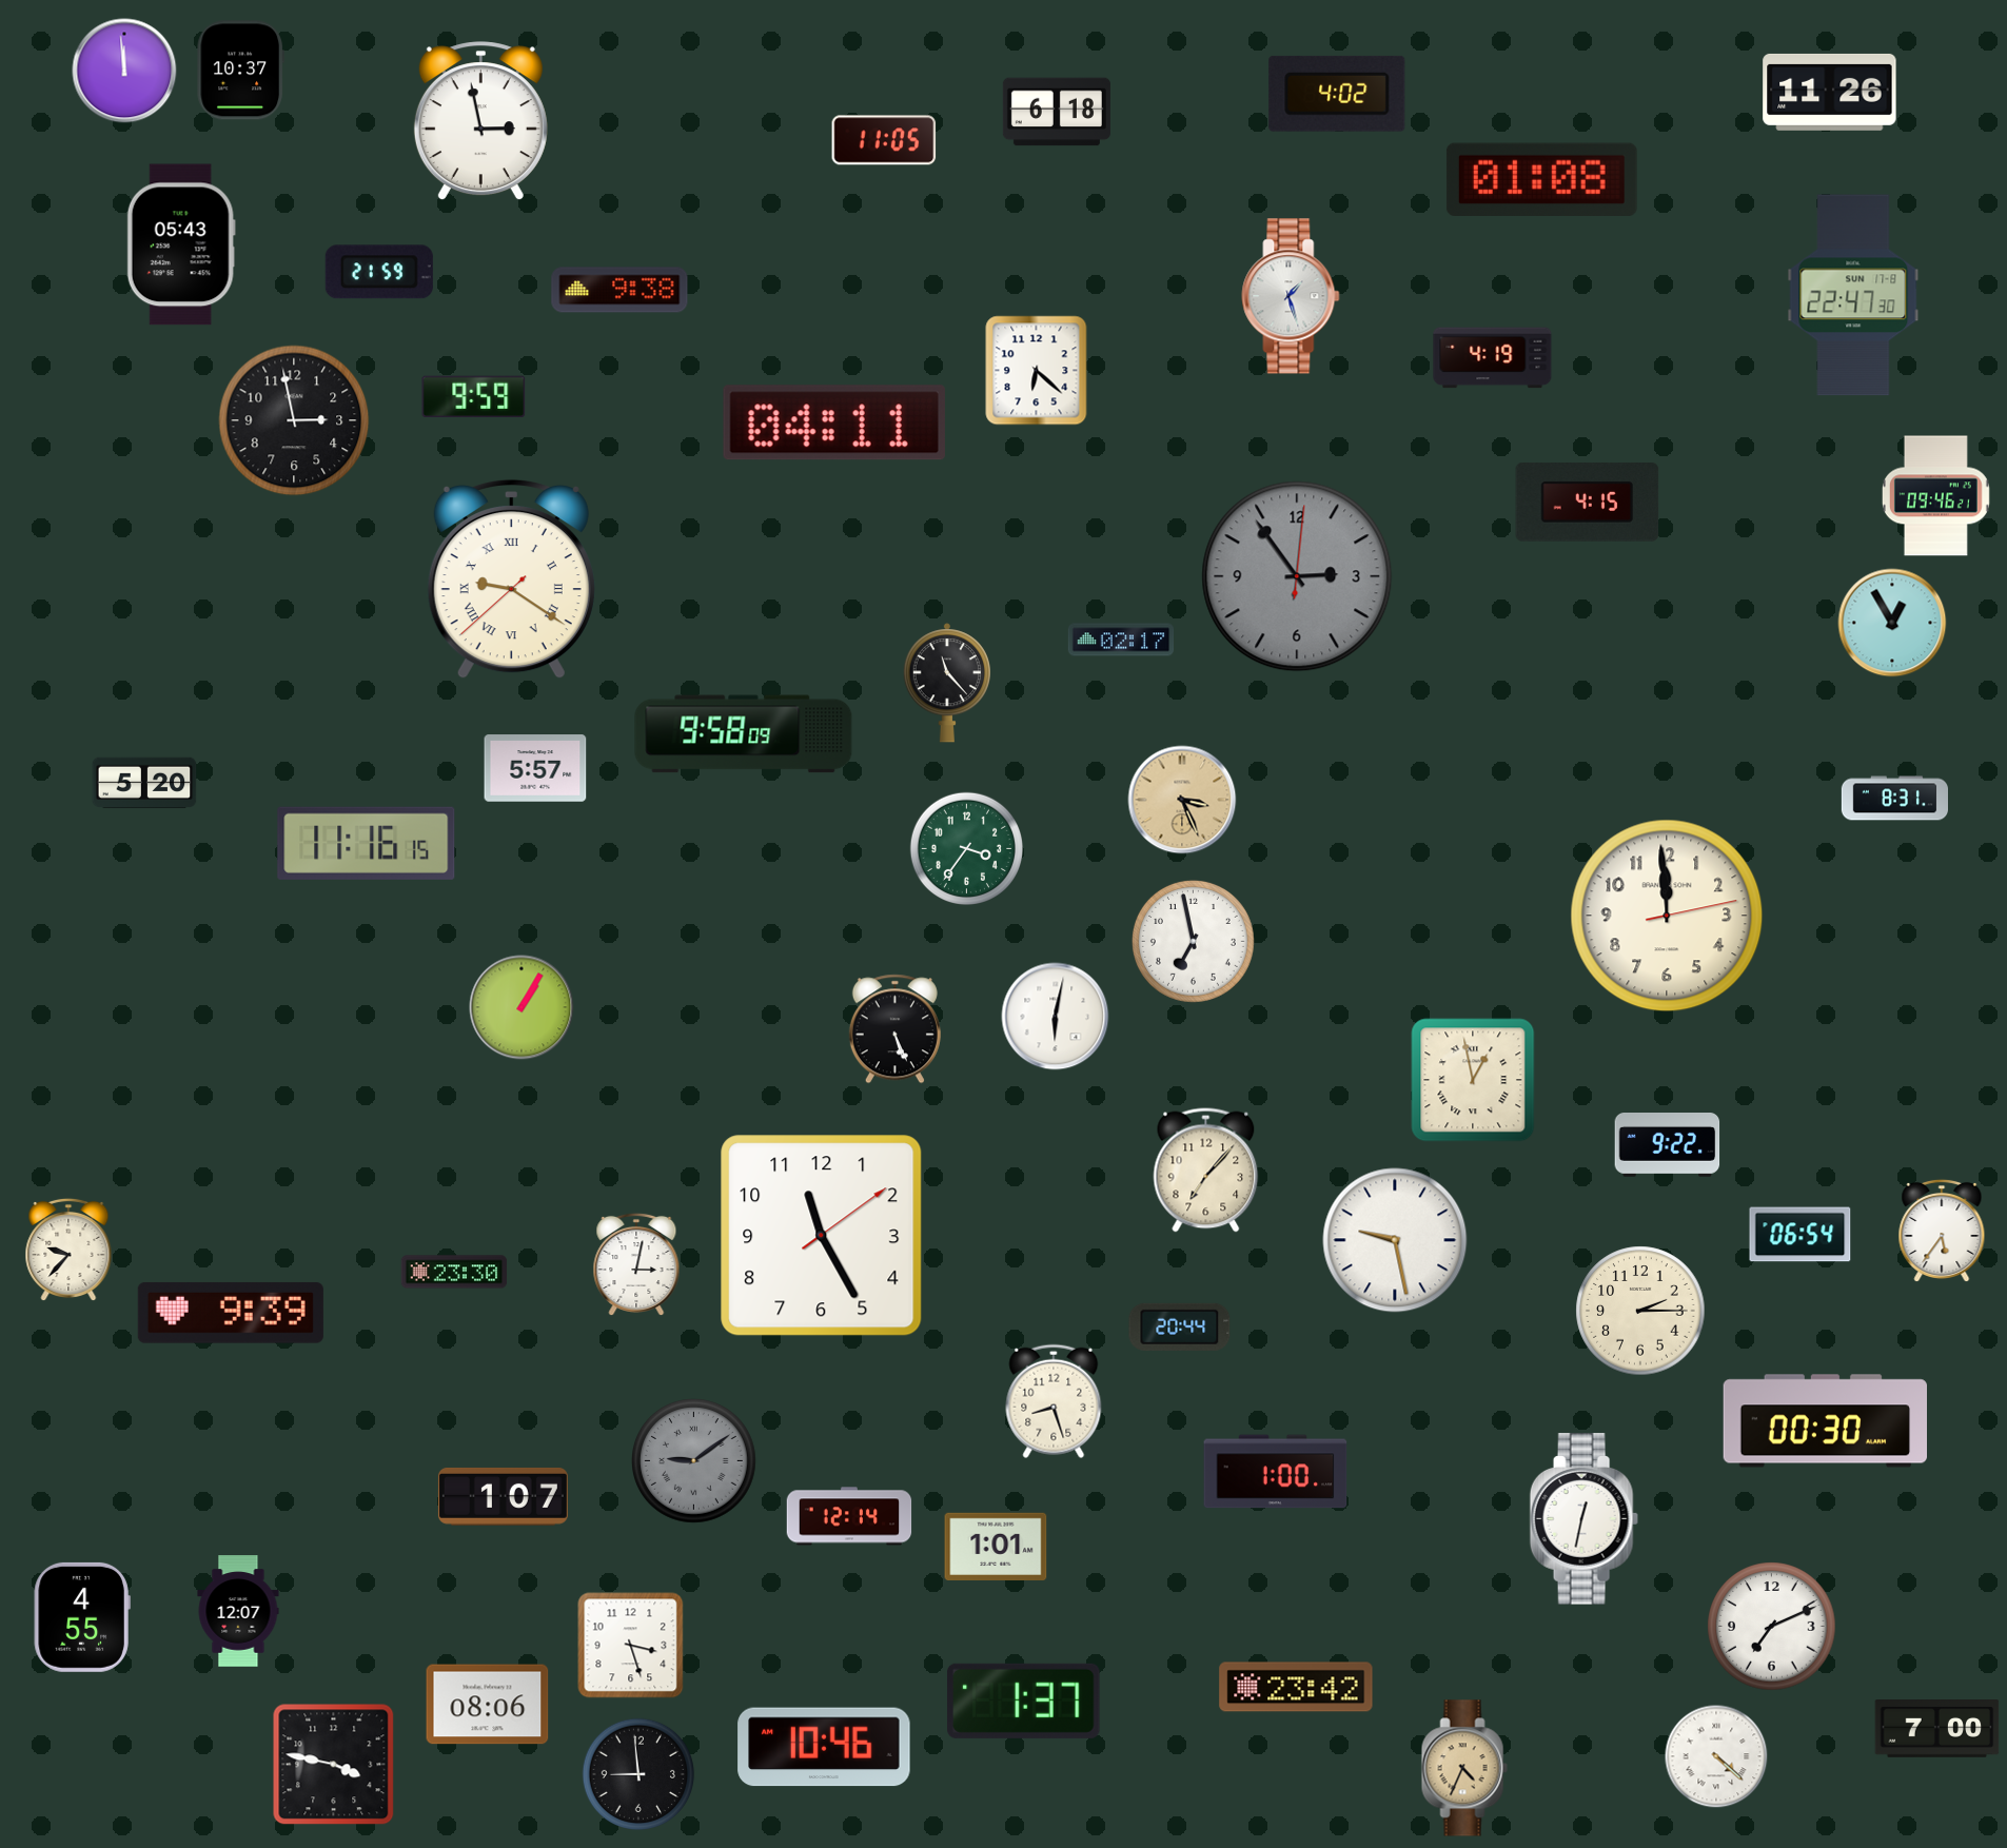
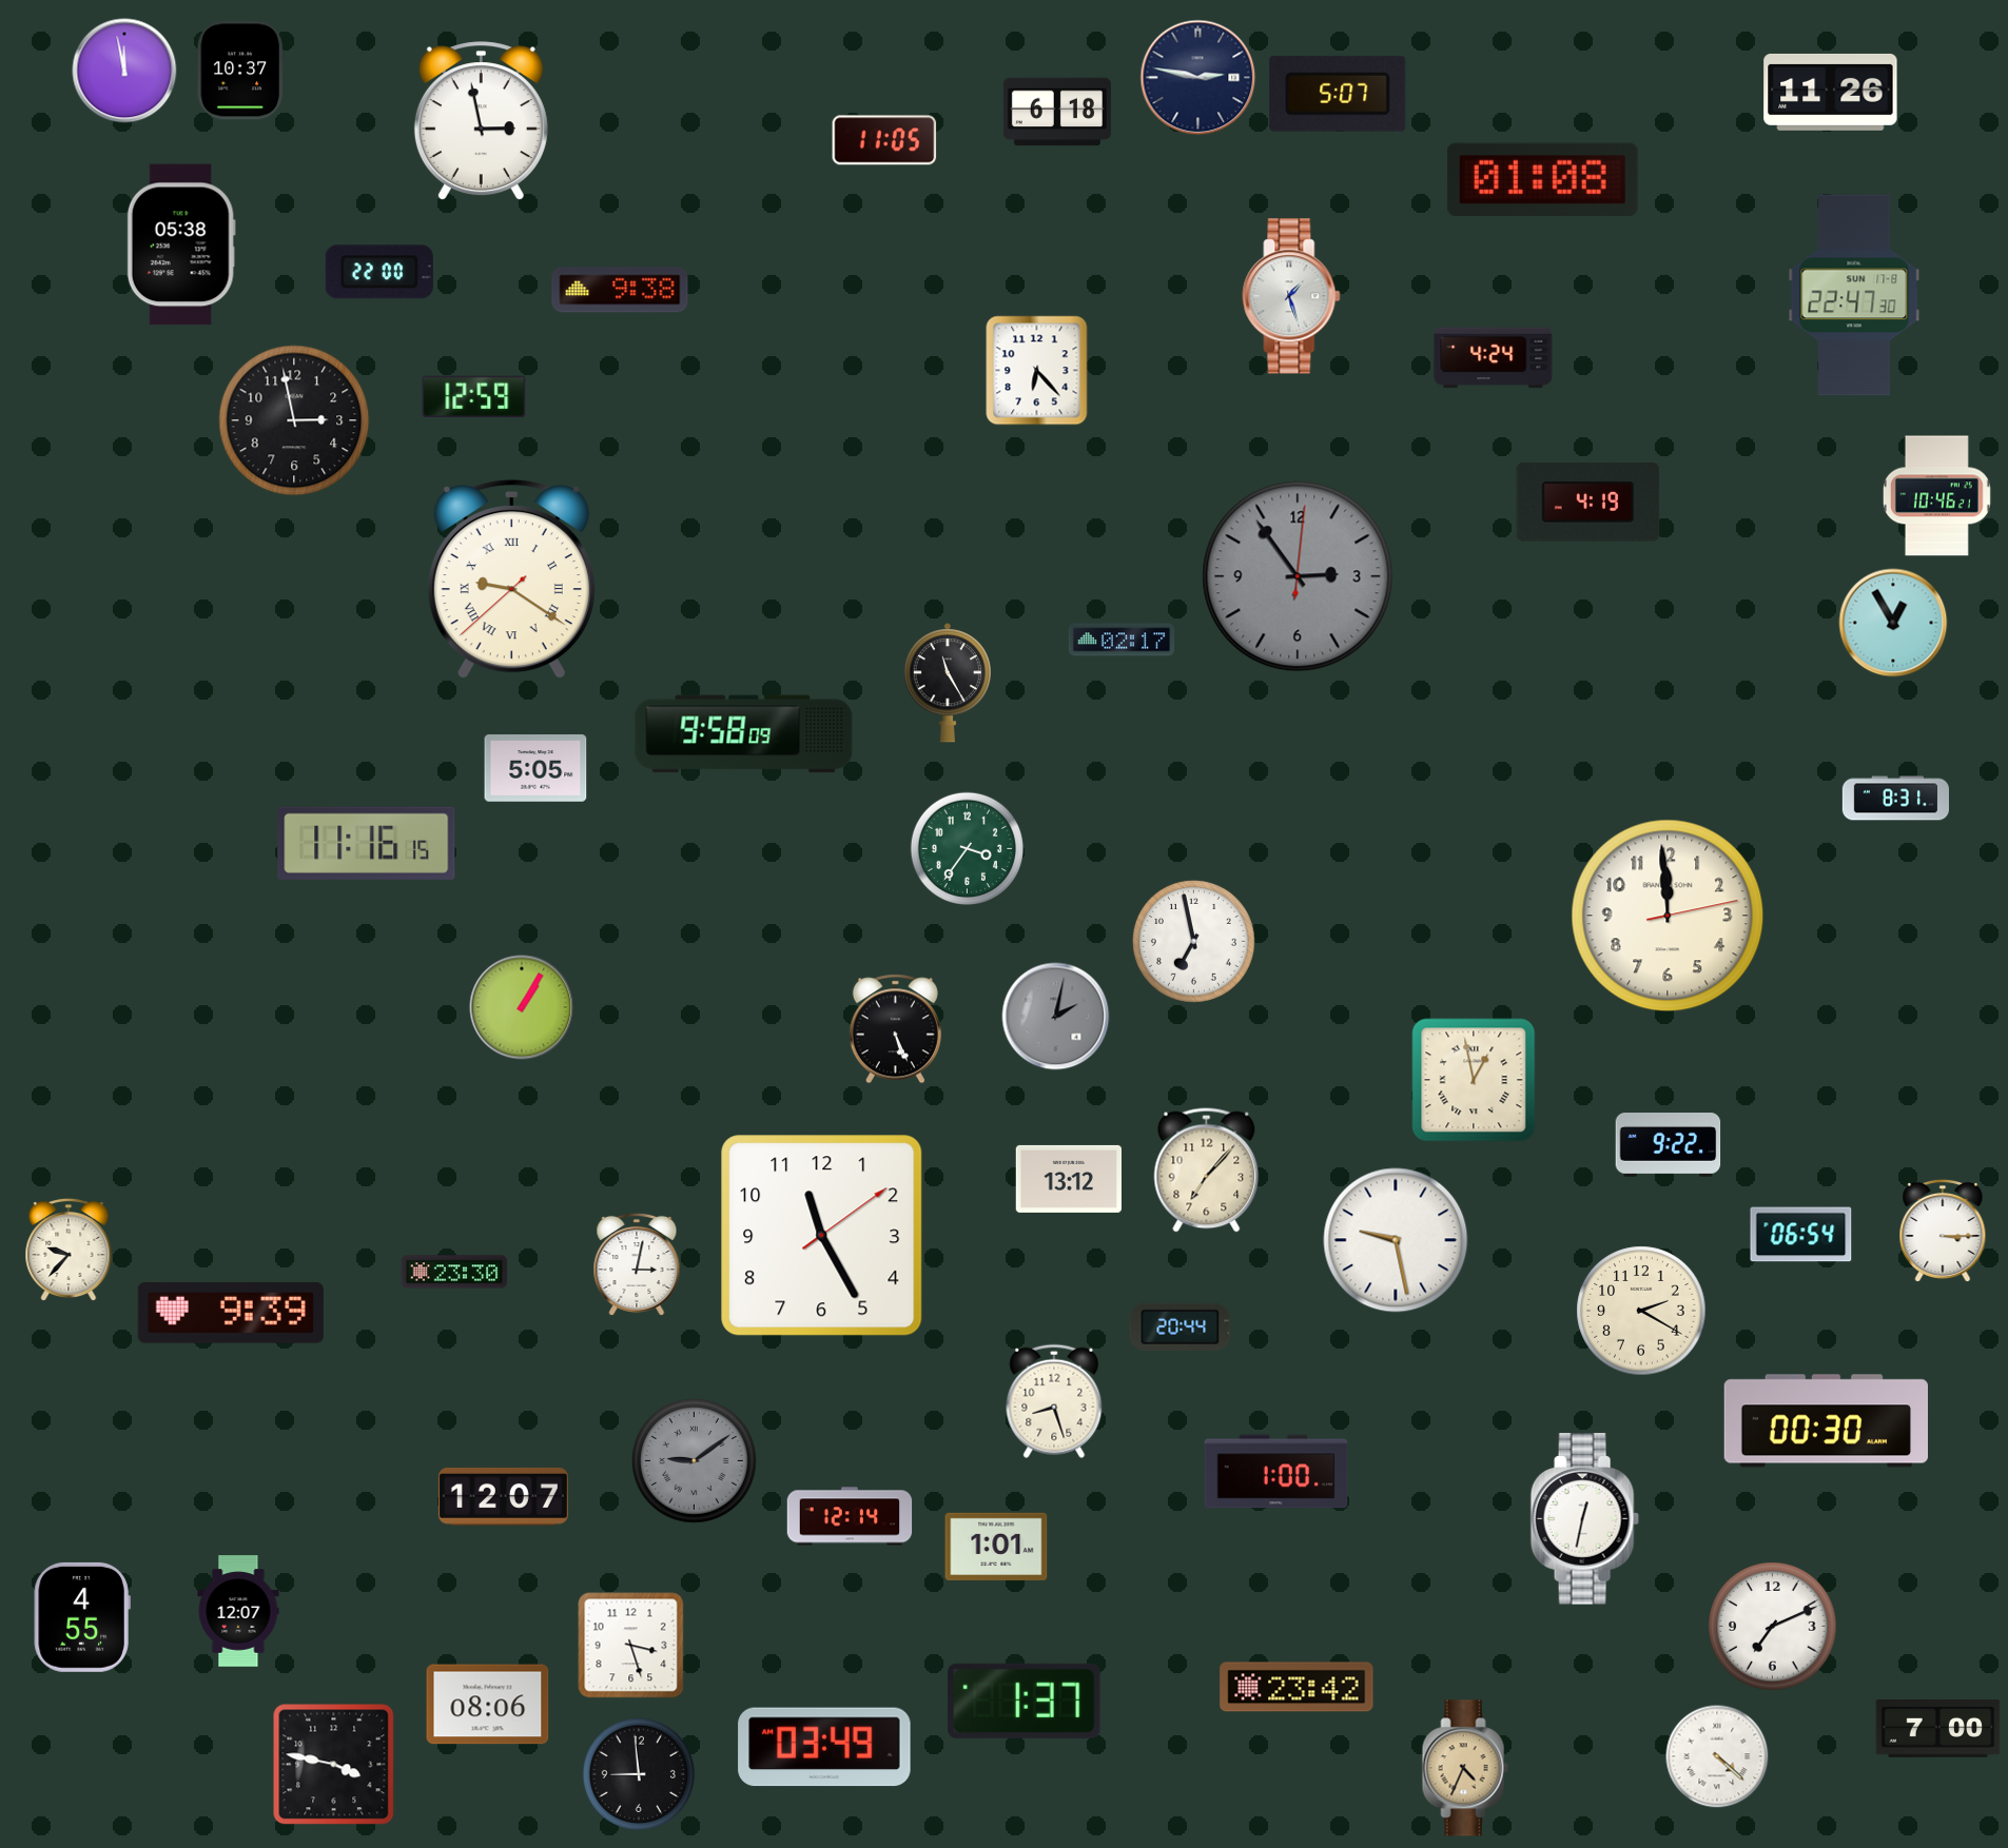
clock at (124, 71): 11:59 -> 11:58
clock at (1198, 78): none -> 2:47
clock at (1337, 94): 4:02 -> 5:07
clock at (181, 244): 05:43 -> 05:38
clock at (379, 272): 21:59 -> 22:00
clock at (1493, 358): 4:19 -> 4:24
clock at (1037, 371): 6:22 -> 6:23
clock at (474, 396): 9:59 -> 12:59
clock at (834, 422): 04:11 -> none
clock at (1935, 496): 09:46 -> 10:46
clock at (1588, 503): 4:15 -> 4:19
clock at (947, 683): 11:23 -> 11:25
clock at (535, 768): 5:57 -> 5:05
clock at (144, 783): 5:20 -> none
clock at (1182, 800): 3:26 -> none
clock at (1056, 1017): 6:02 -> 2:02
clock at (1056, 1017) dial: white -> grey
clock at (1069, 1179): none -> 13:12
clock at (1942, 1231): 5:36 -> 3:15
clock at (1640, 1311): 2:15 -> 2:20
clock at (503, 1496): 1:07 -> 12:07
clock at (824, 1747): 10:46 -> 03:49
